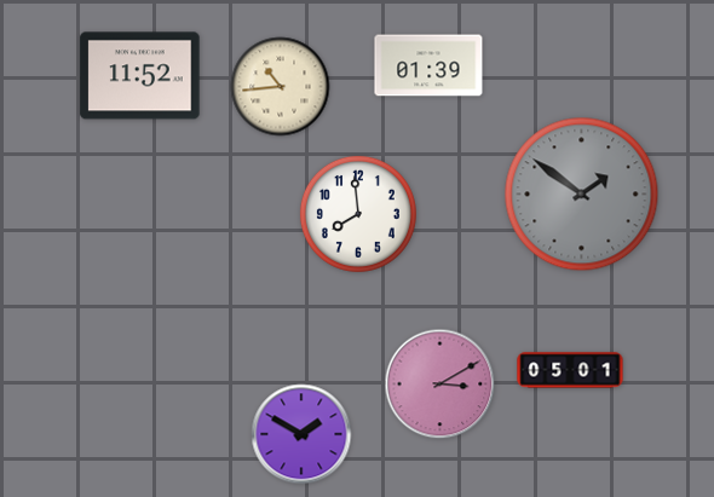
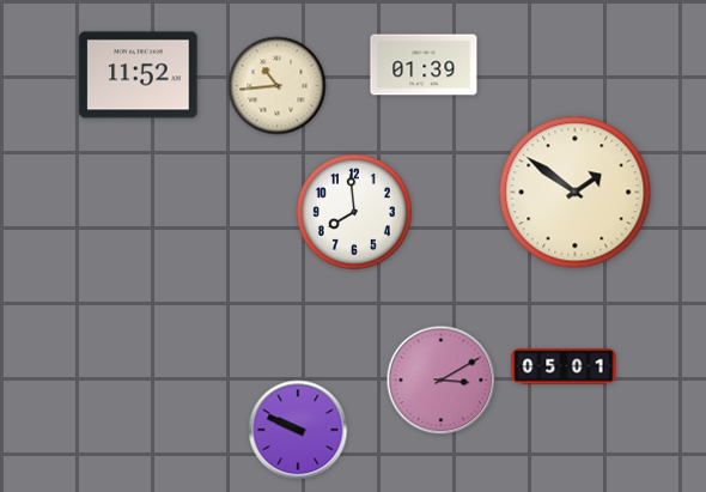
clock at (582, 195) dial: grey -> cream
clock at (441, 385) position: (441, 385) -> (442, 381)
clock at (301, 434): 1:50 -> 9:49
